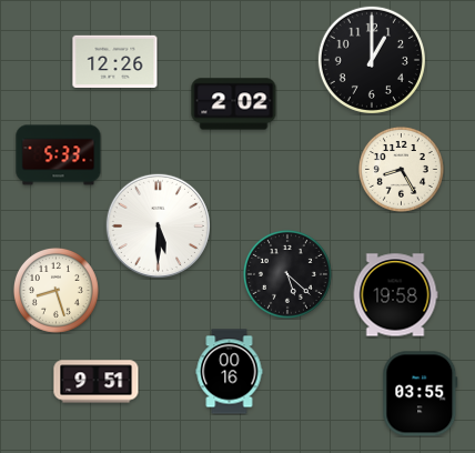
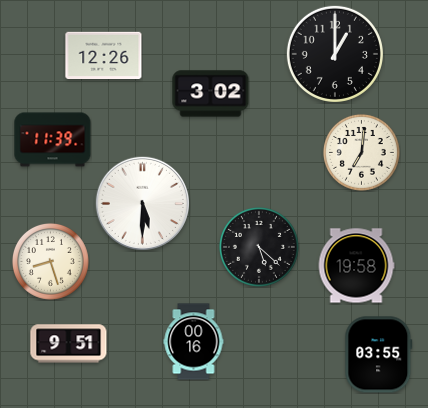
clock at (234, 104): 2:02 -> 3:02
clock at (59, 155): 5:33 -> 11:39
clock at (401, 169): 8:25 -> 7:01
clock at (230, 372) position: (230, 372) -> (194, 342)
clock at (97, 382) position: (97, 382) -> (69, 344)
